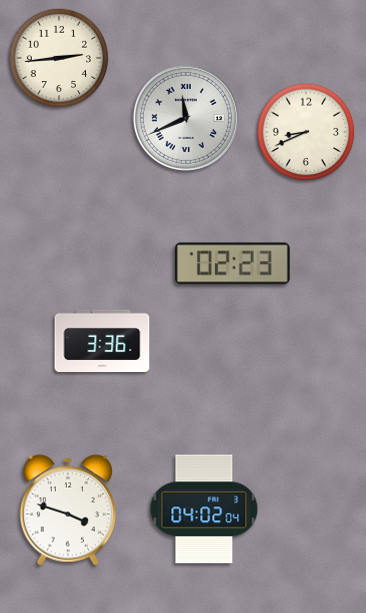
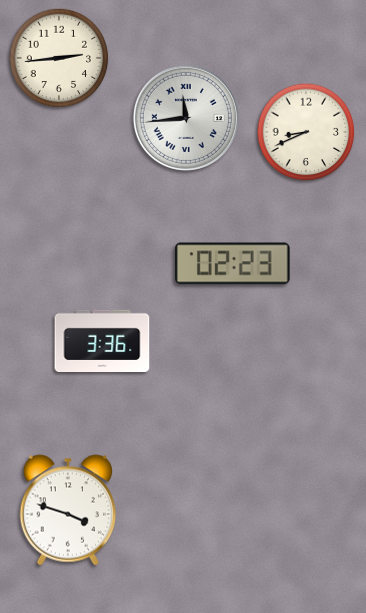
clock at (186, 118): 11:41 -> 11:44
clock at (204, 509): 04:02 -> none
